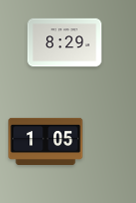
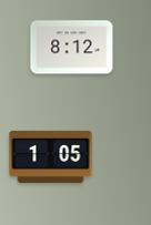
clock at (65, 43): 8:29 -> 8:12
